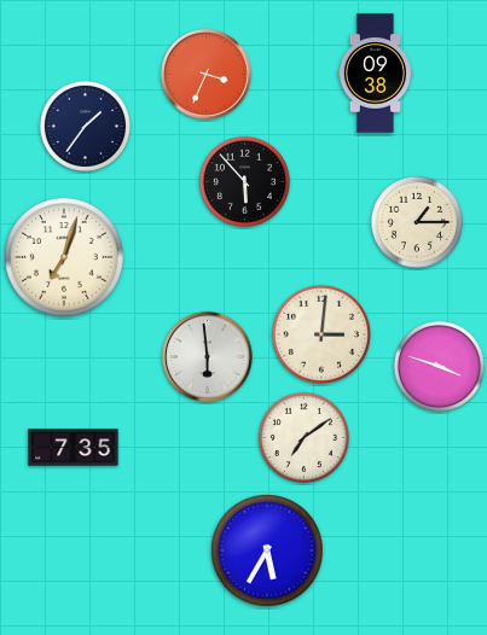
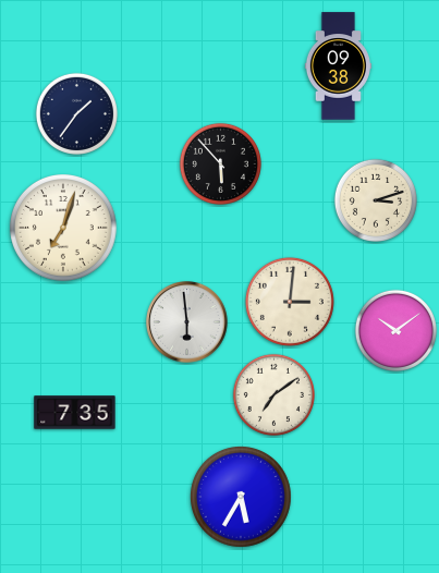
clock at (207, 75): 3:34 -> none
clock at (417, 222): 1:15 -> 3:12
clock at (65, 258) position: (65, 258) -> (64, 229)
clock at (439, 366): 3:48 -> 10:09
clock at (74, 448) position: (74, 448) -> (75, 413)
